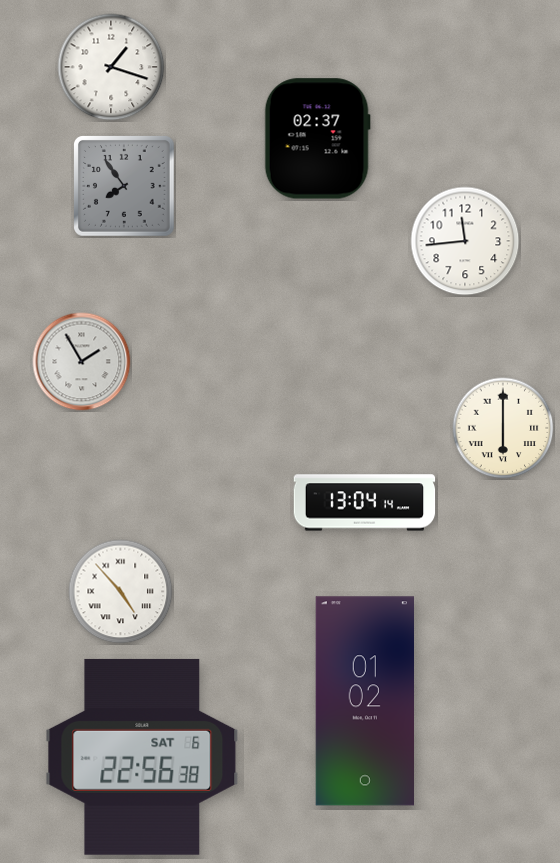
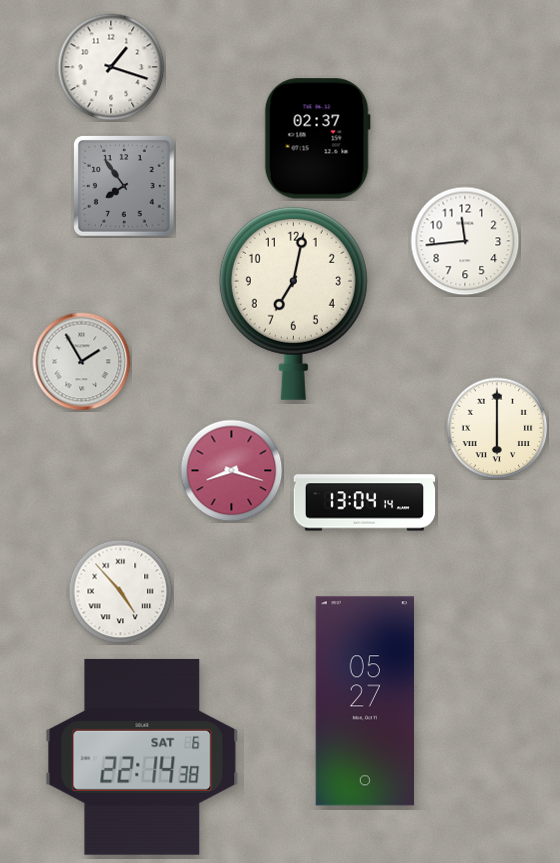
clock at (293, 303): none -> 7:02
clock at (503, 428) position: (503, 428) -> (497, 428)
clock at (232, 471): none -> 8:18
clock at (364, 701): 01:02 -> 05:27
clock at (142, 757): 22:56 -> 22:14
